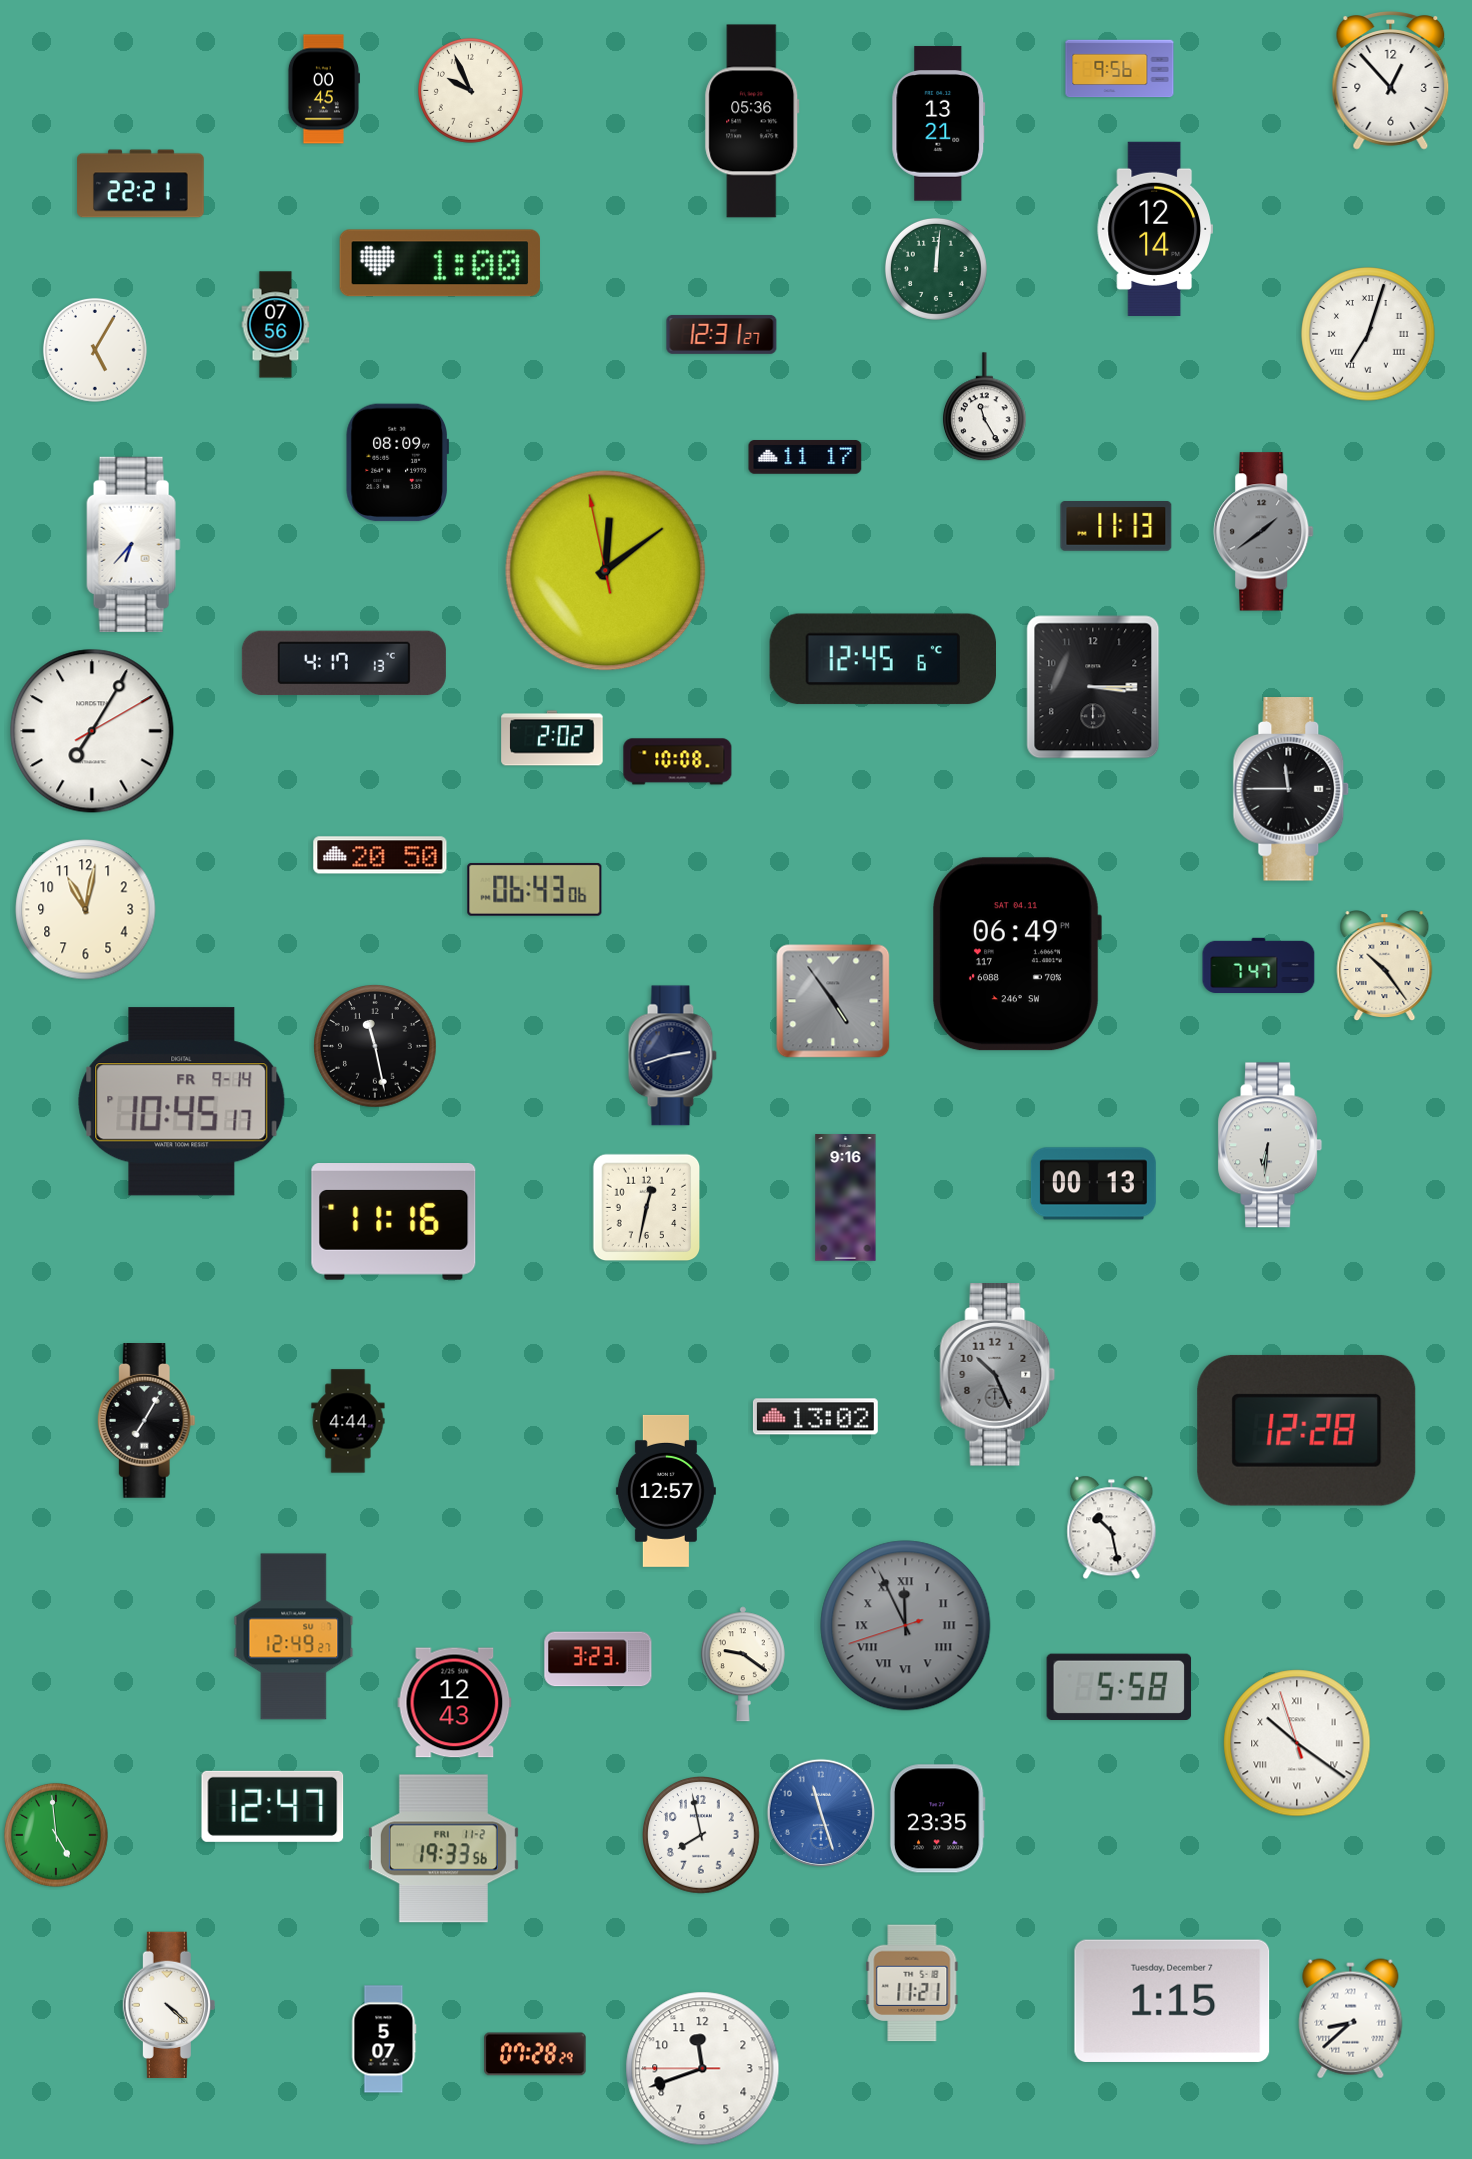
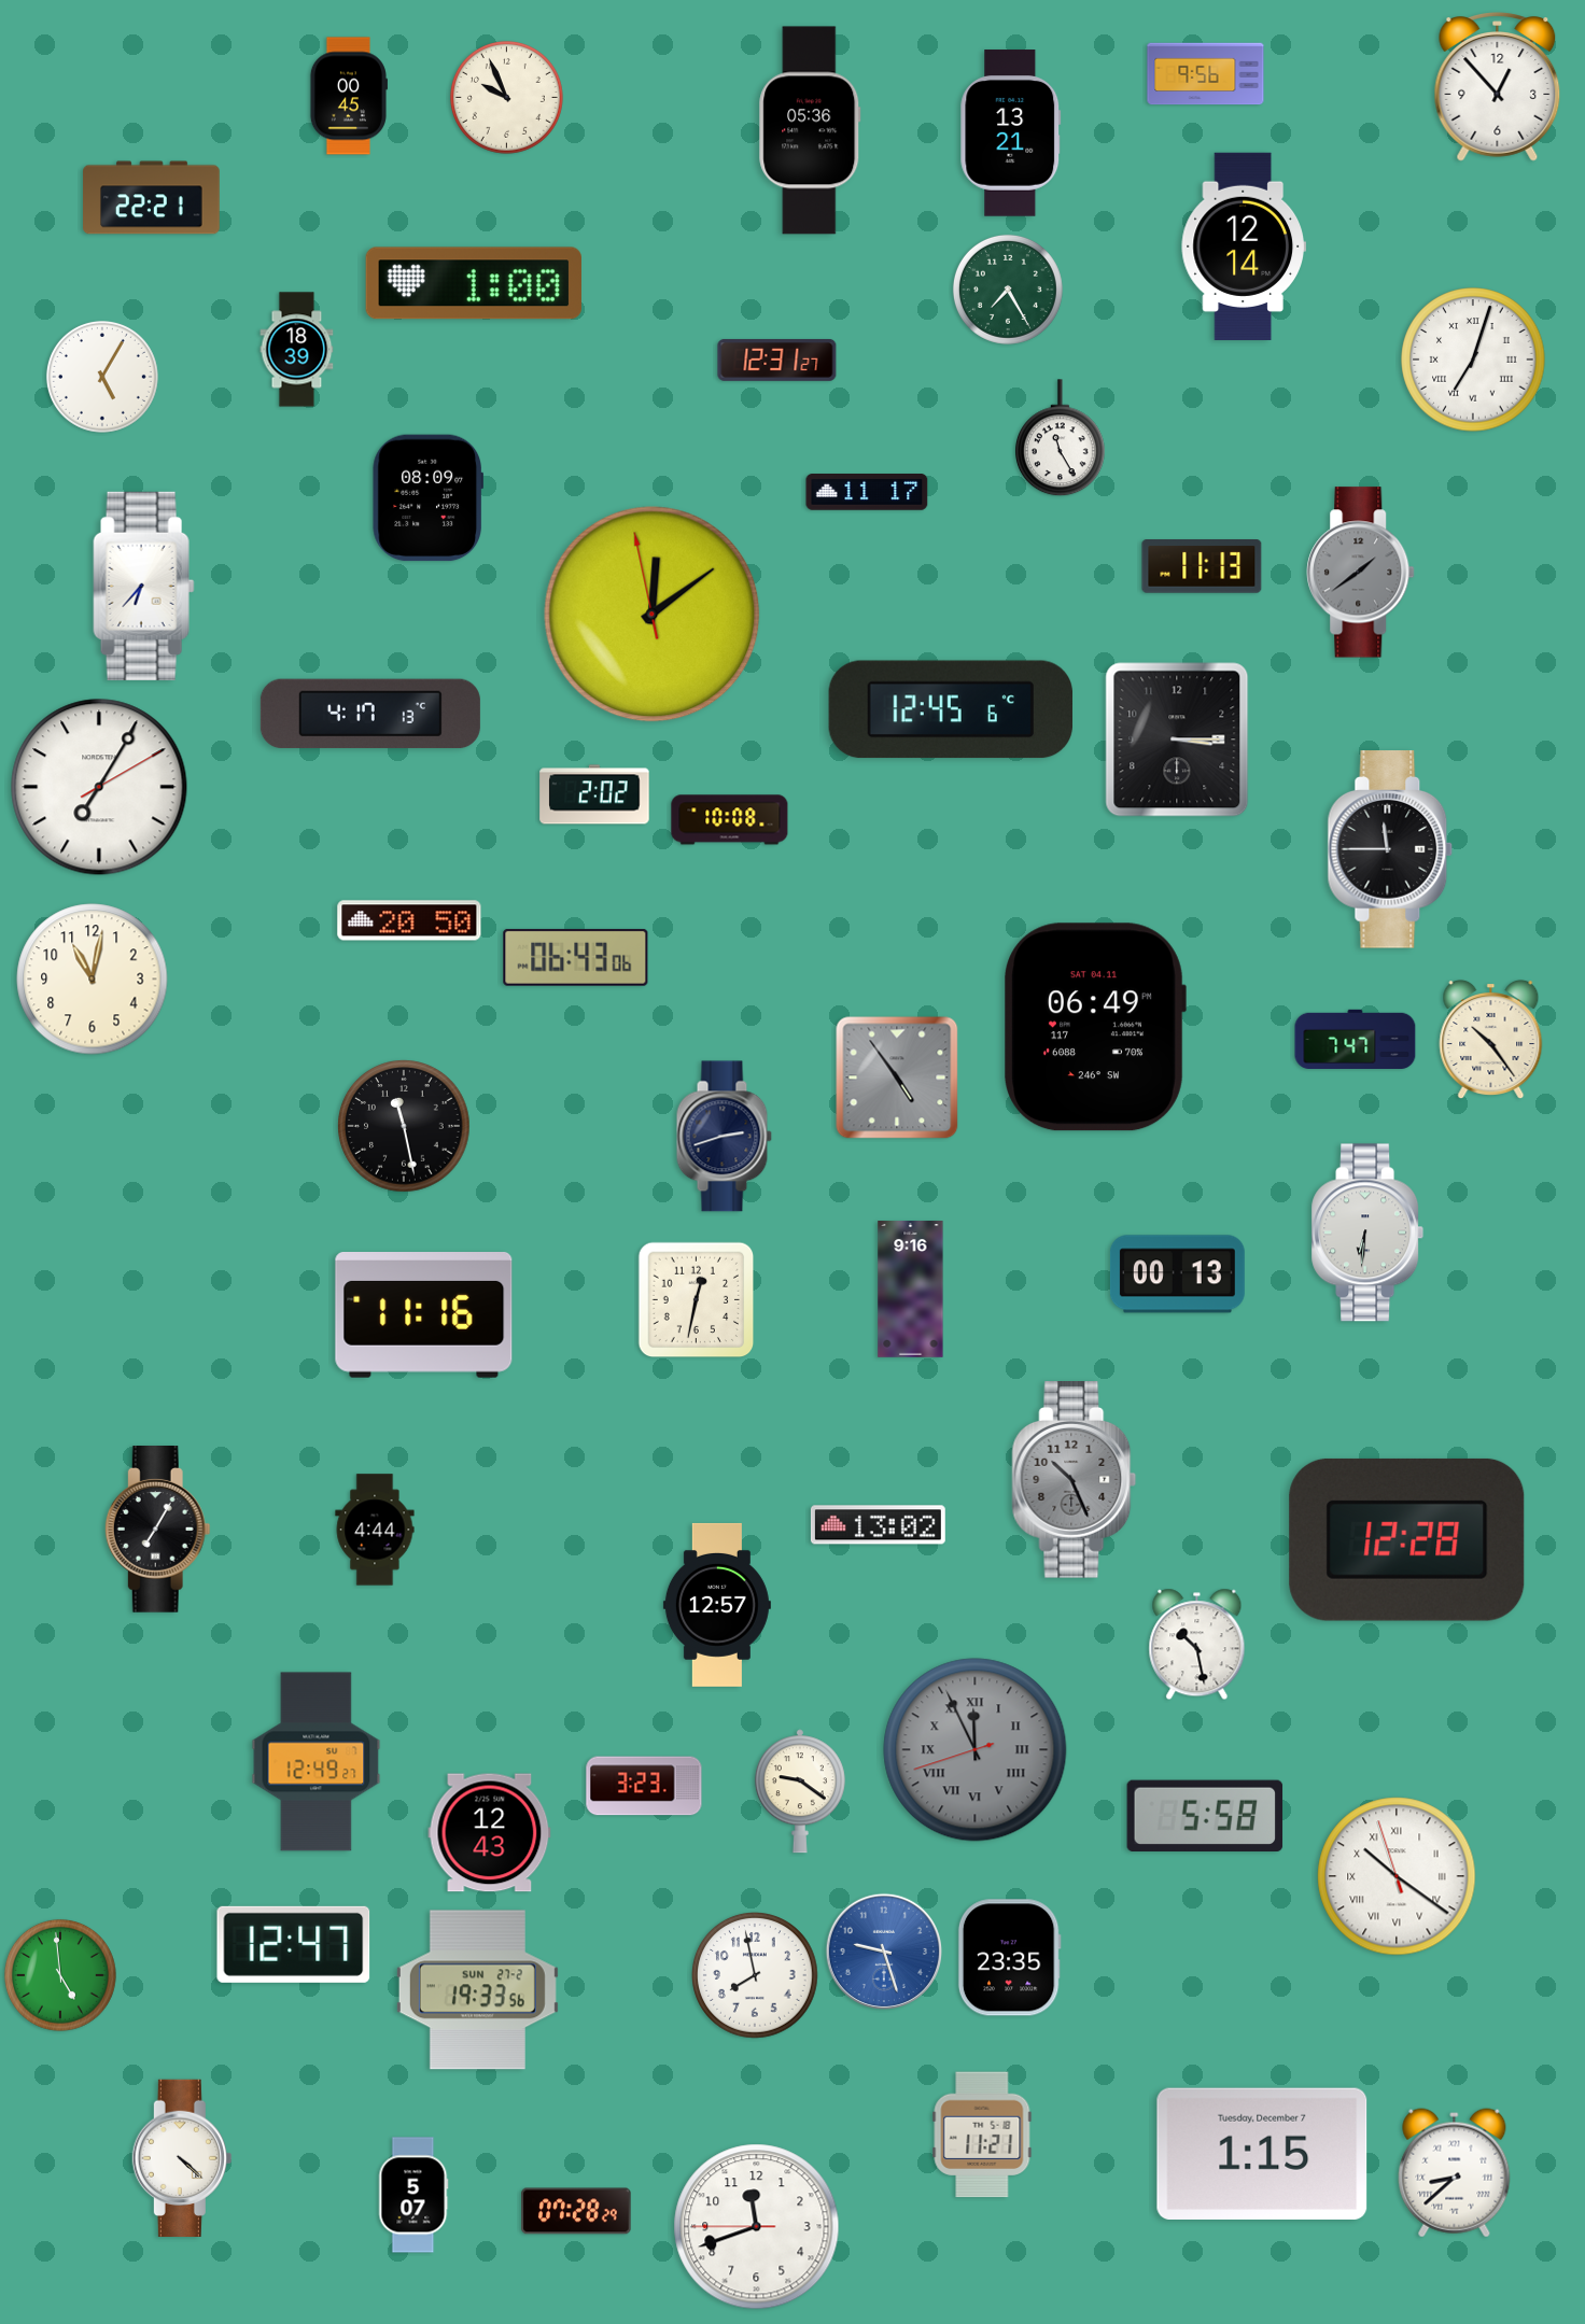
clock at (936, 269): 12:01 -> 7:25
clock at (276, 325): 07:56 -> 18:39
clock at (182, 1102): 10:45 -> none
clock at (820, 1812): 11:27 -> 9:27
clock at (443, 1849) date: FRI 11-2 -> SUN 27-2
